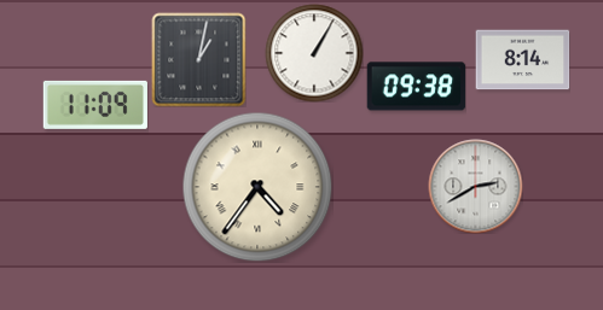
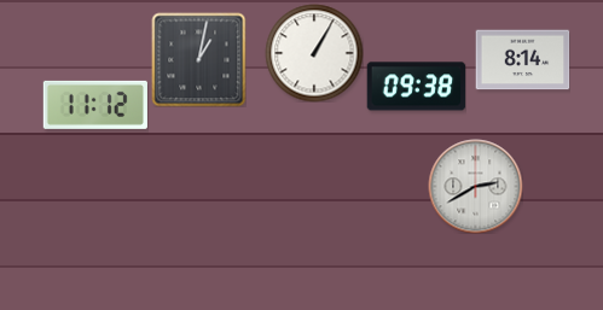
clock at (95, 105): 11:09 -> 11:12
clock at (257, 187): 4:36 -> none
